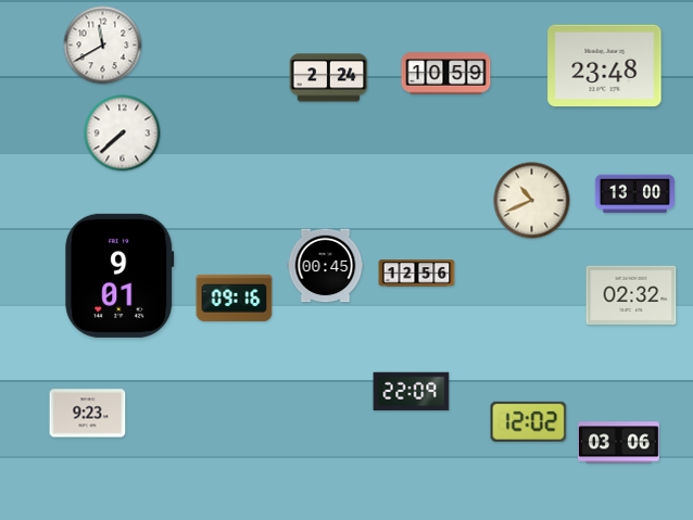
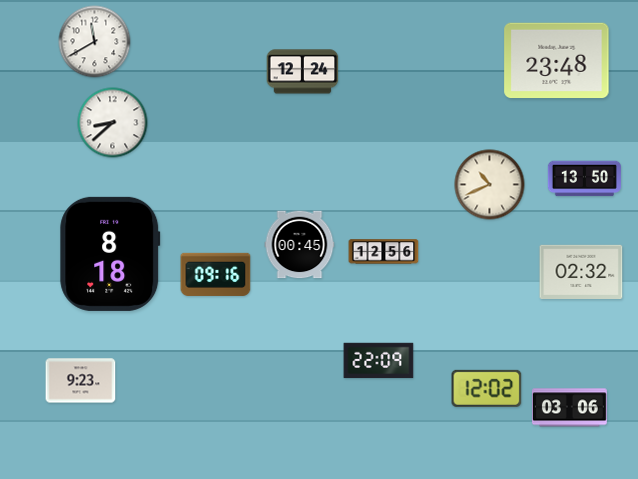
clock at (446, 74): 10:59 -> none
clock at (329, 78): 2:24 -> 12:24
clock at (123, 134): 7:38 -> 8:38
clock at (634, 194): 13:00 -> 13:50
clock at (119, 276): 9:01 -> 8:18
